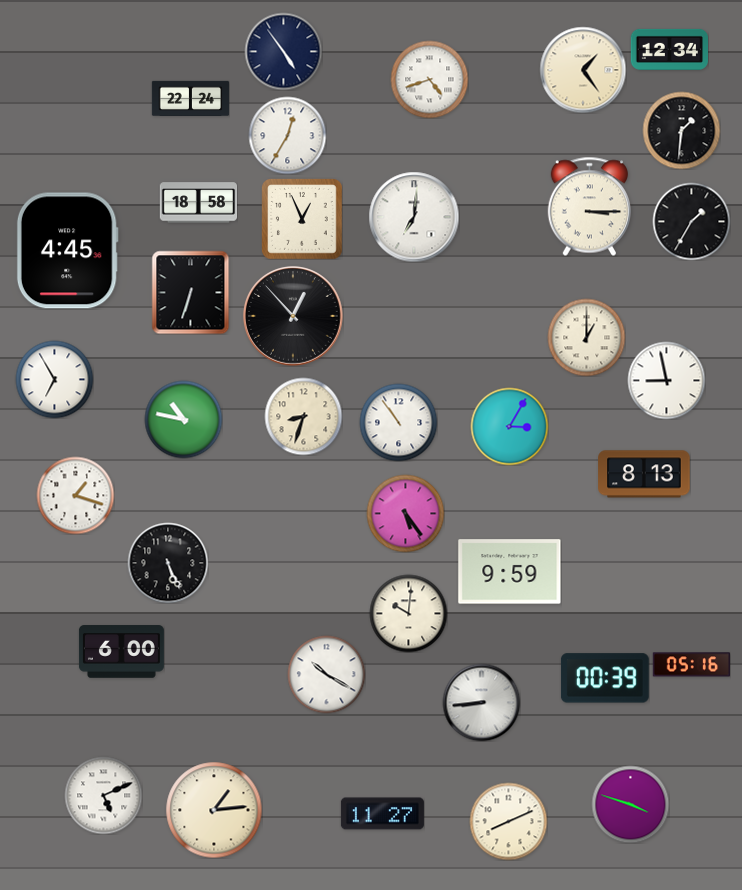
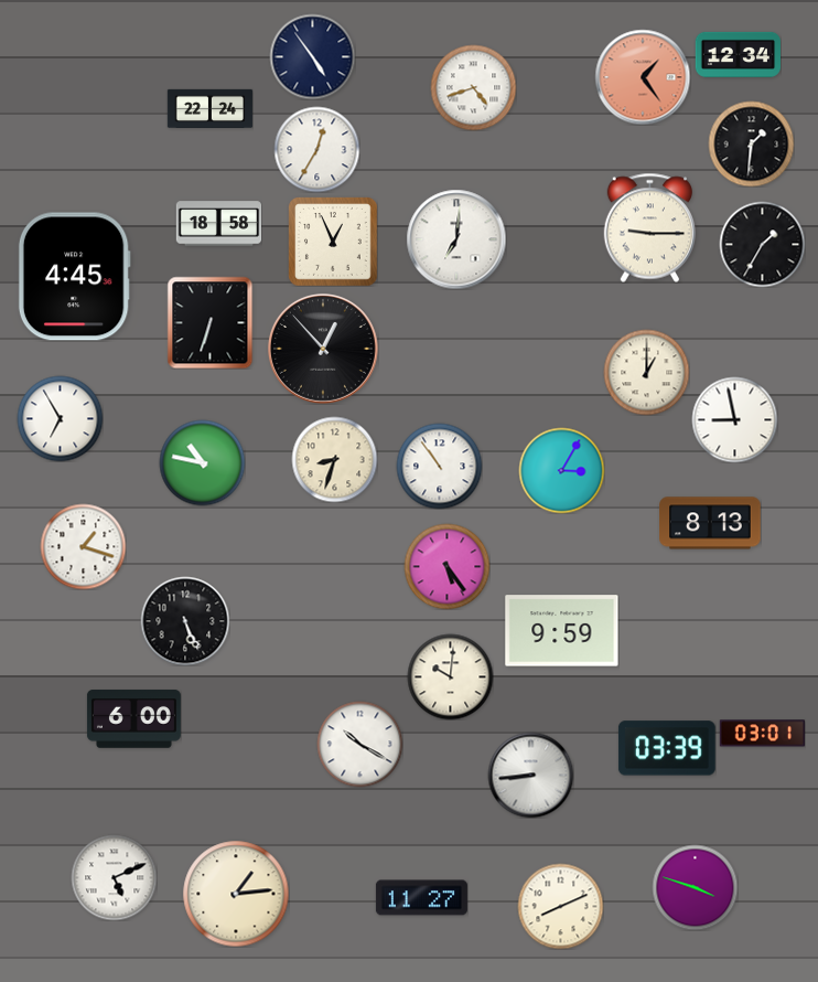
clock at (583, 70) dial: cream -> salmon
clock at (589, 206): 3:15 -> 9:15
clock at (691, 665): 05:16 -> 03:01
clock at (605, 678): 00:39 -> 03:39
